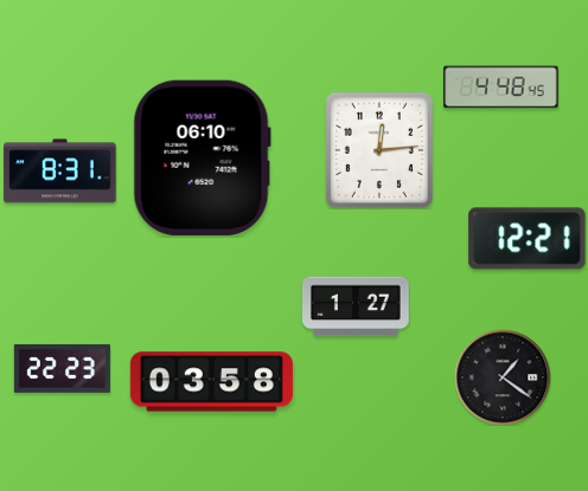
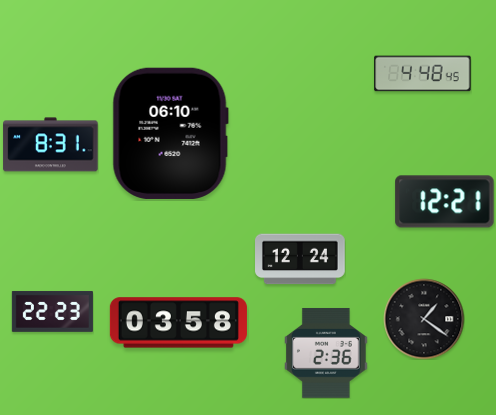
clock at (379, 150): 12:14 -> none
clock at (357, 306): 1:27 -> 12:24
clock at (327, 353): none -> 2:36
